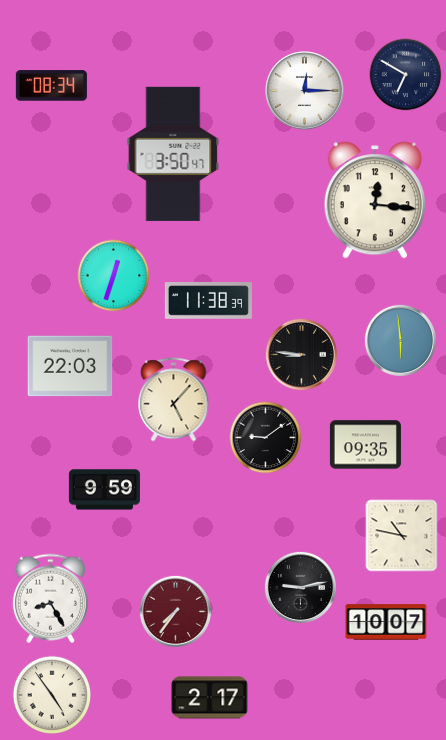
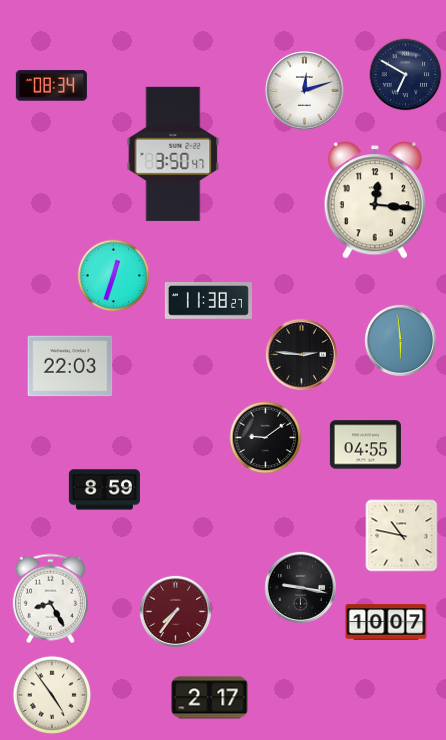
clock at (305, 91): 12:15 -> 12:12
clock at (208, 301): 11:38:39 -> 11:38:27
clock at (301, 354): 8:46 -> 2:46
clock at (174, 400): 5:07 -> none
clock at (365, 445): 09:35 -> 04:55
clock at (104, 490): 9:59 -> 8:59
clock at (300, 587): 9:13 -> 9:17
